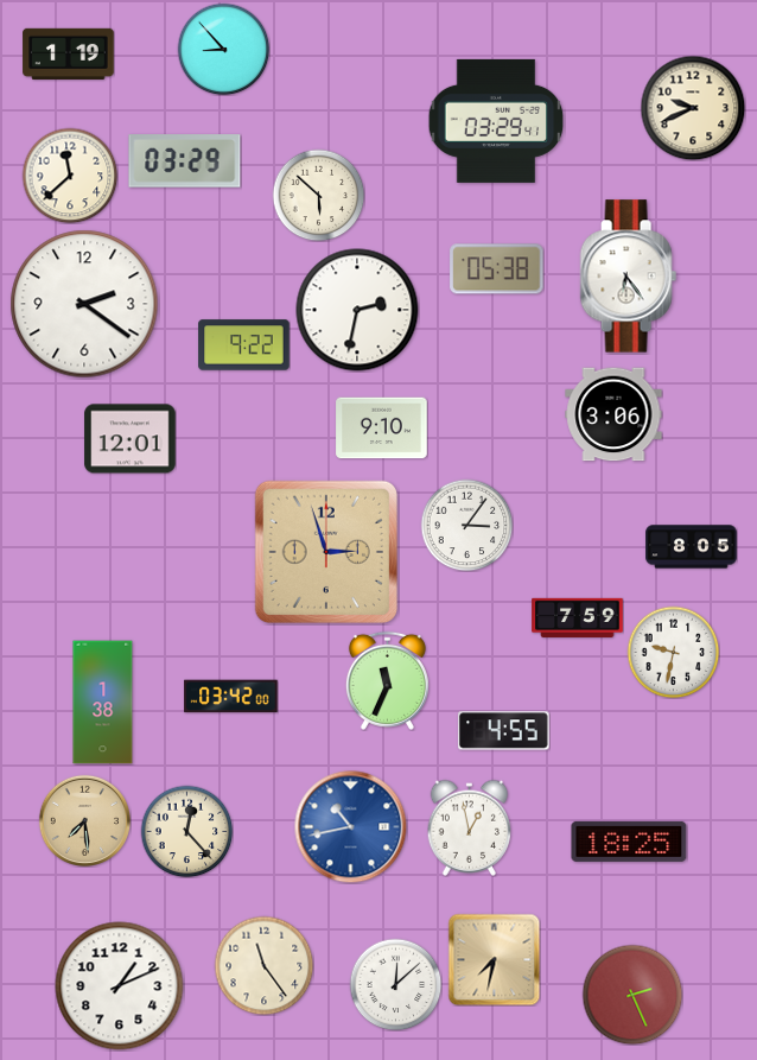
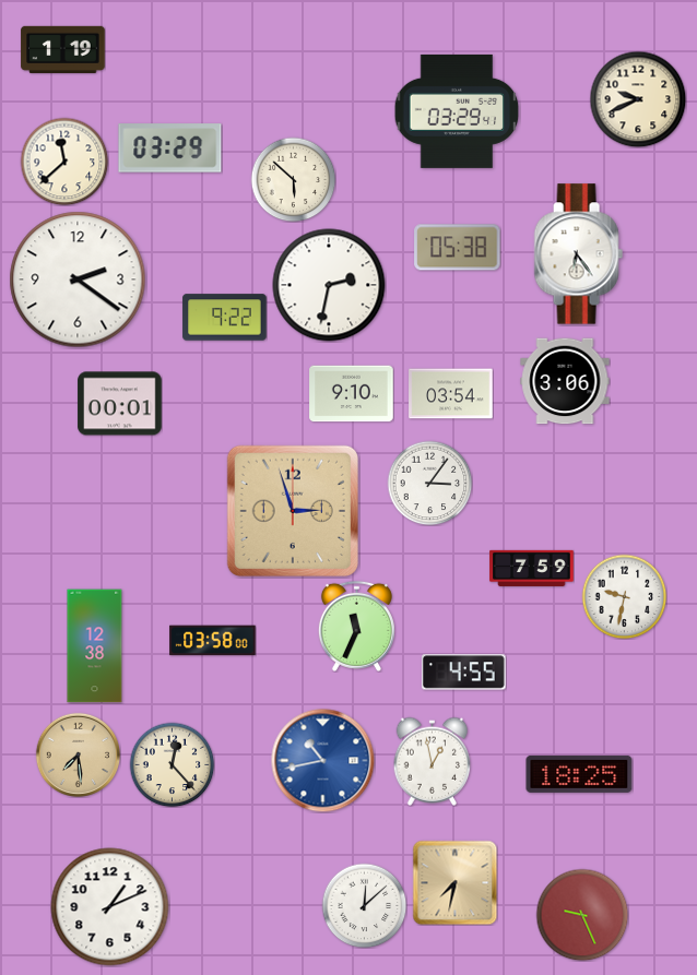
clock at (223, 49): 8:53 -> none
clock at (451, 394): none -> 03:54
clock at (131, 439): 12:01 -> 00:01
clock at (692, 547): 8:05 -> none
clock at (326, 552) position: (326, 552) -> (293, 511)
clock at (673, 652) position: (673, 652) -> (624, 596)
clock at (231, 697): 03:42 -> 03:58
clock at (103, 703): 1:38 -> 12:38
clock at (263, 965): 11:24 -> none
clock at (632, 995): 2:26 -> 9:26
